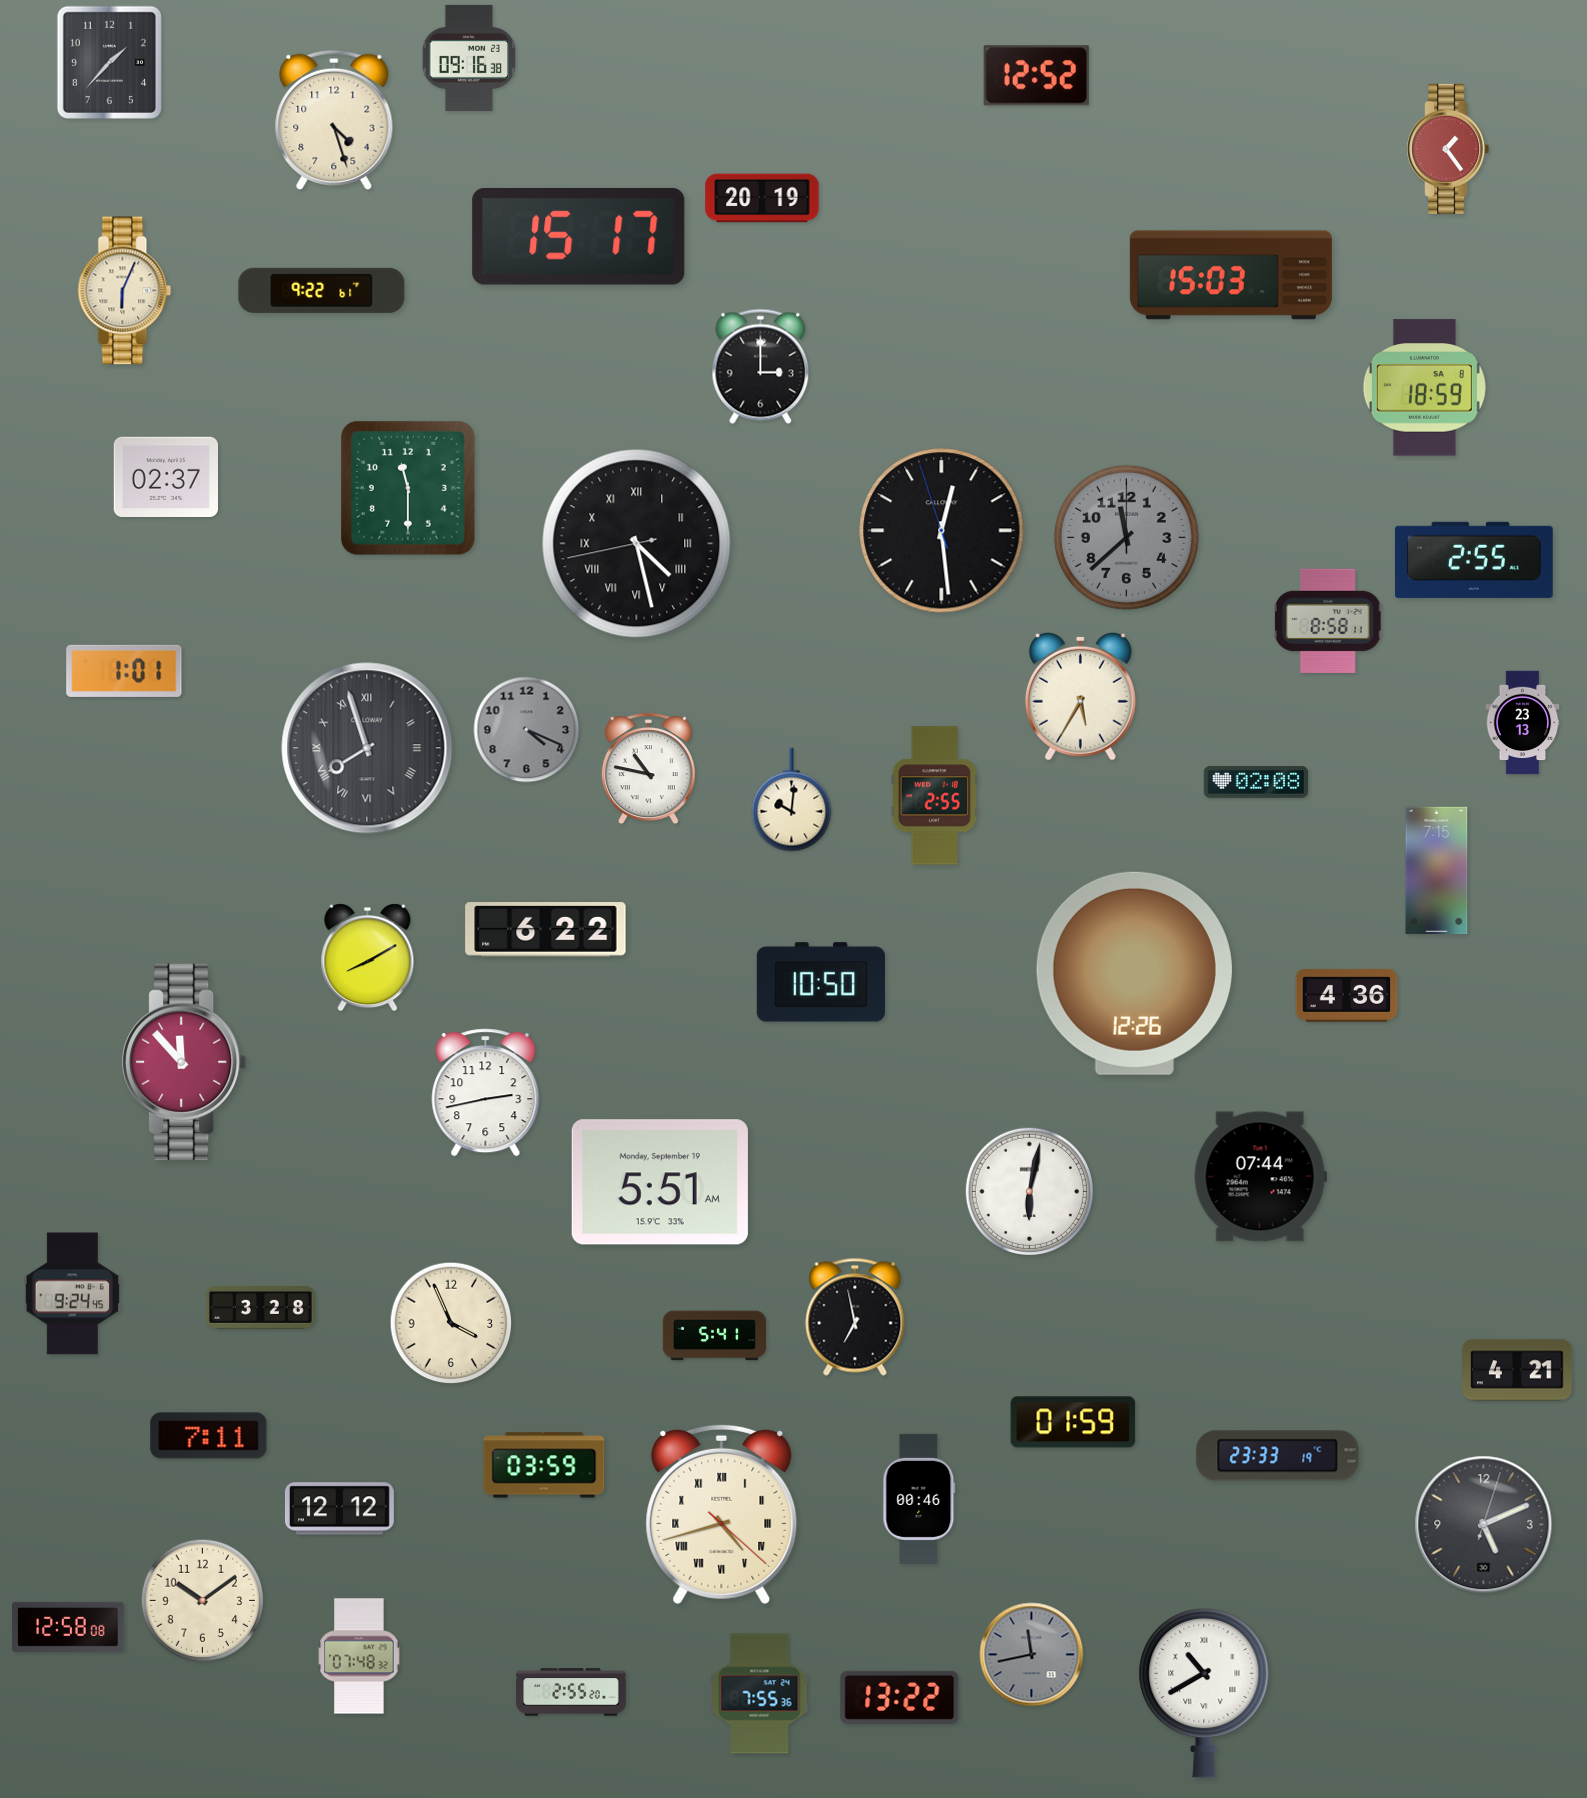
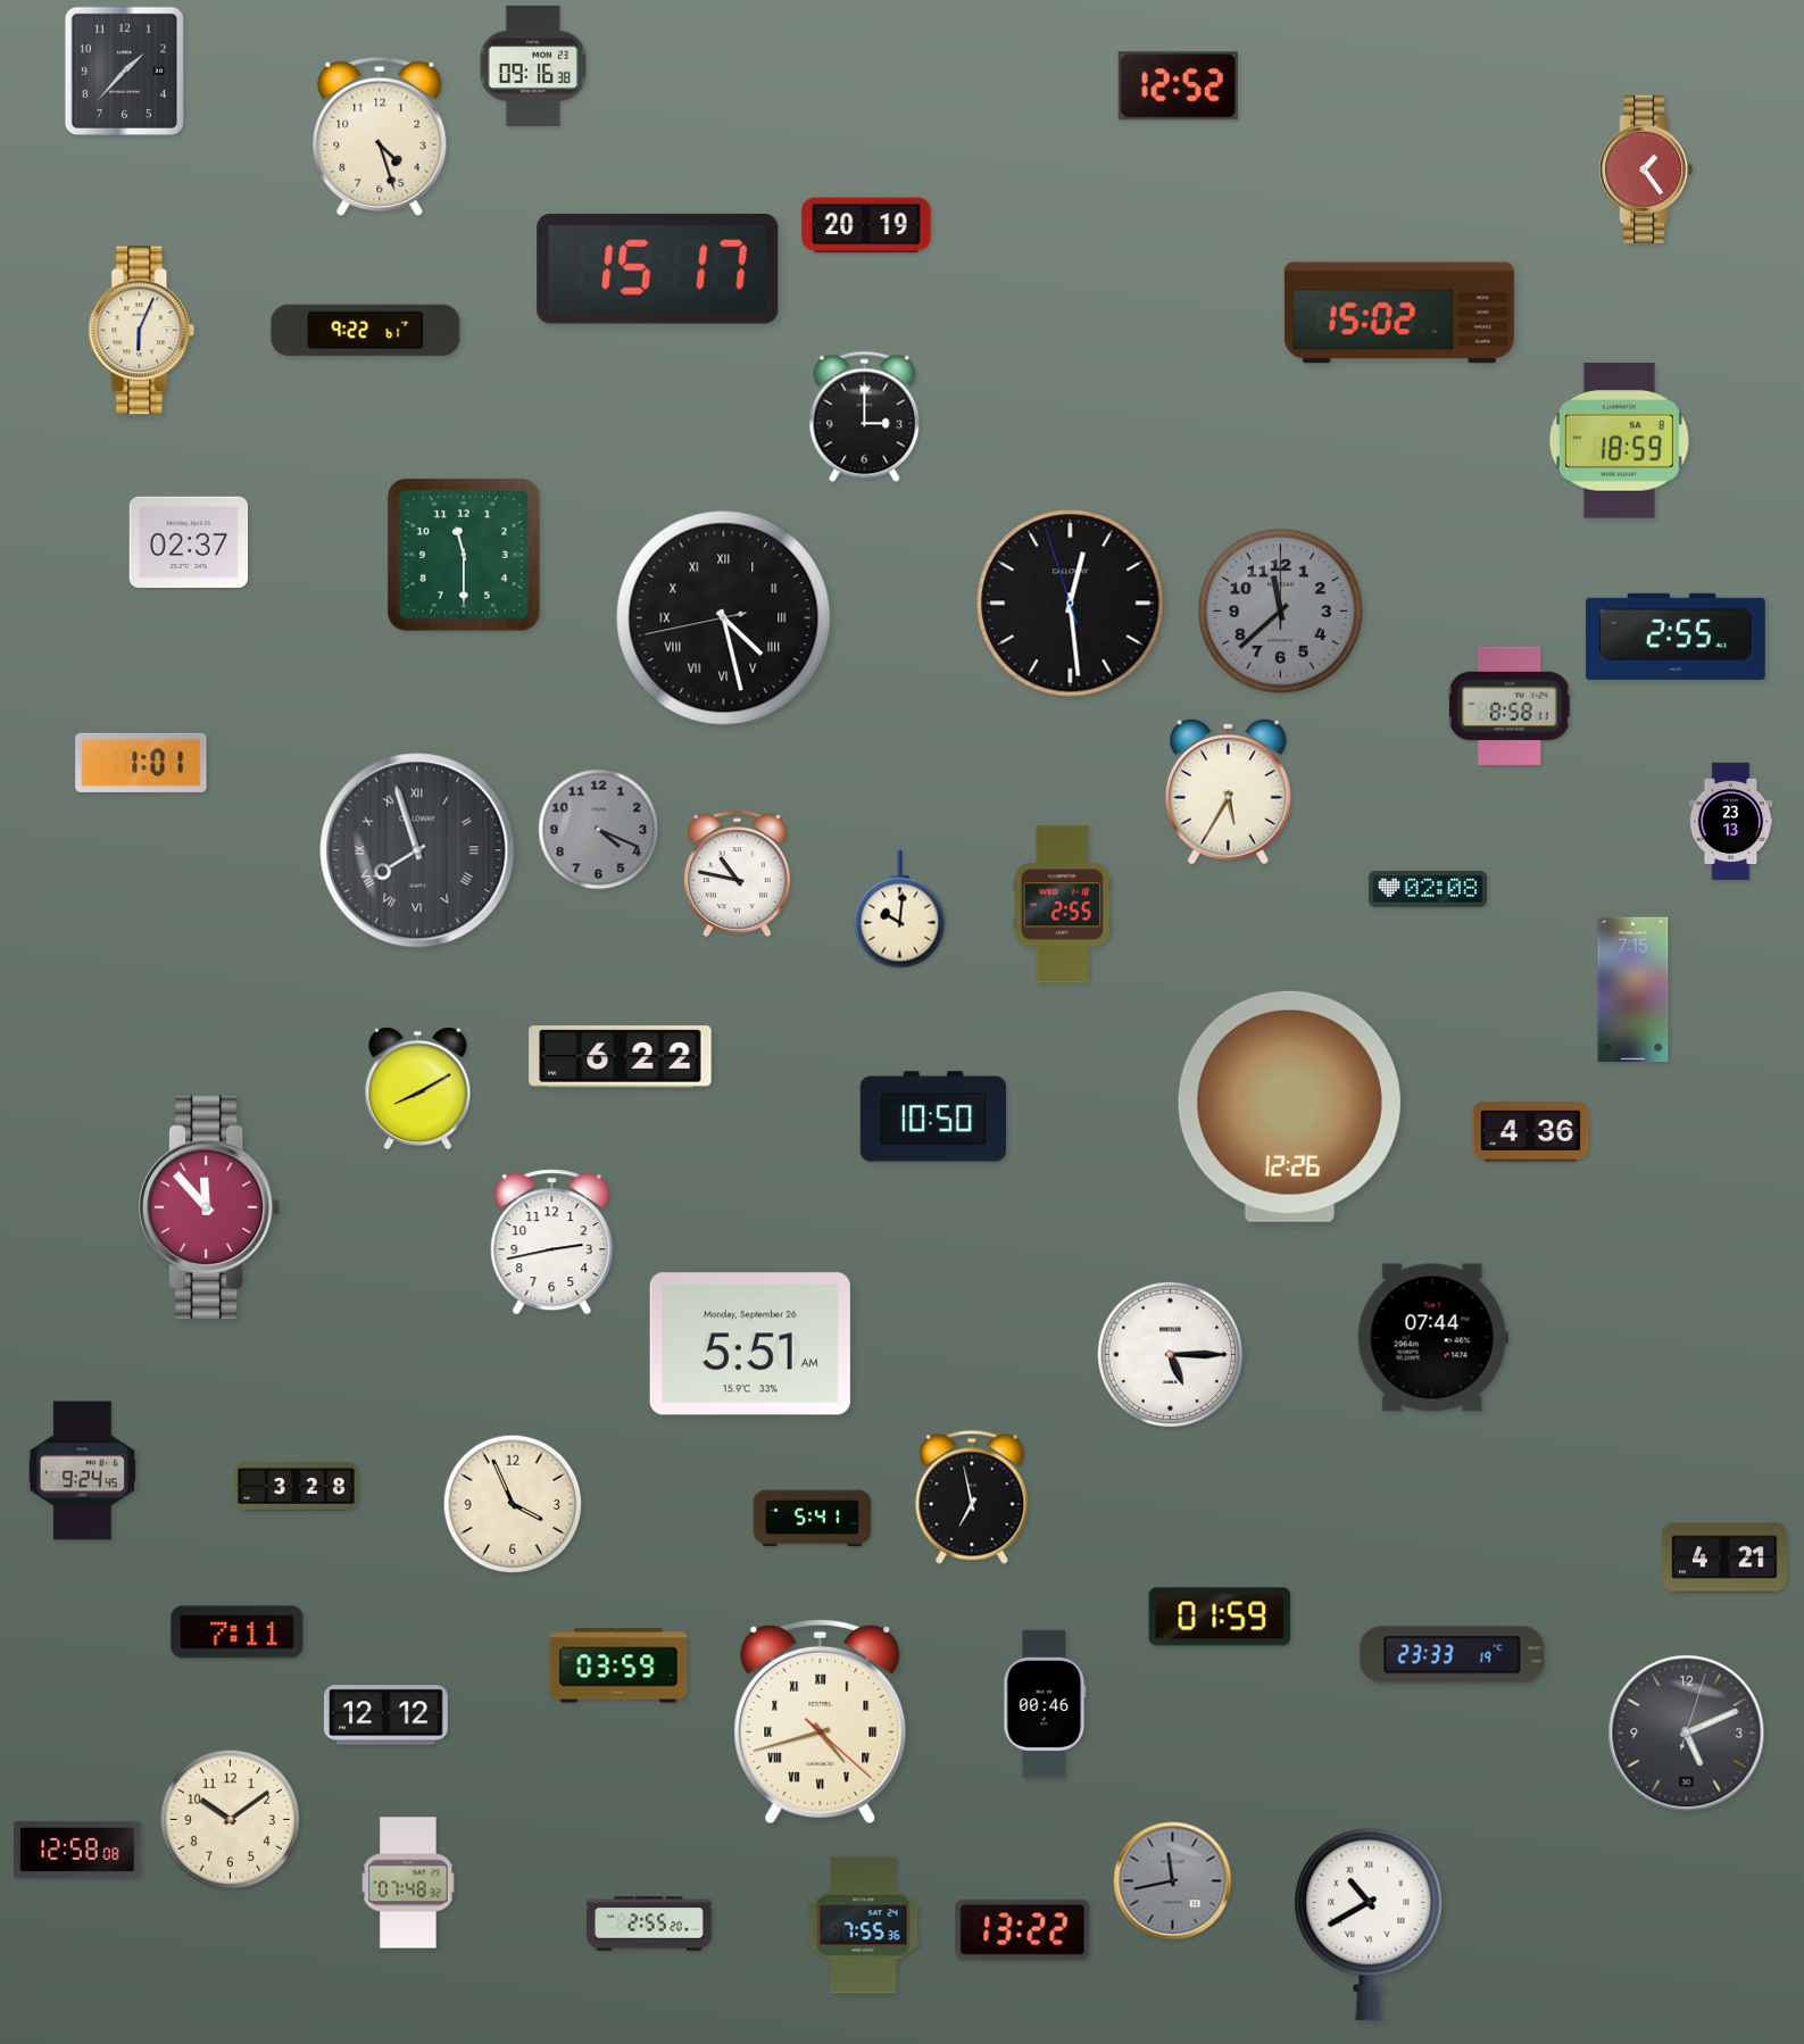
clock at (1231, 275): 15:03 -> 15:02
clock at (660, 1182) date: Monday, September 19 -> Monday, September 26
clock at (1029, 1191): 6:02 -> 5:15
